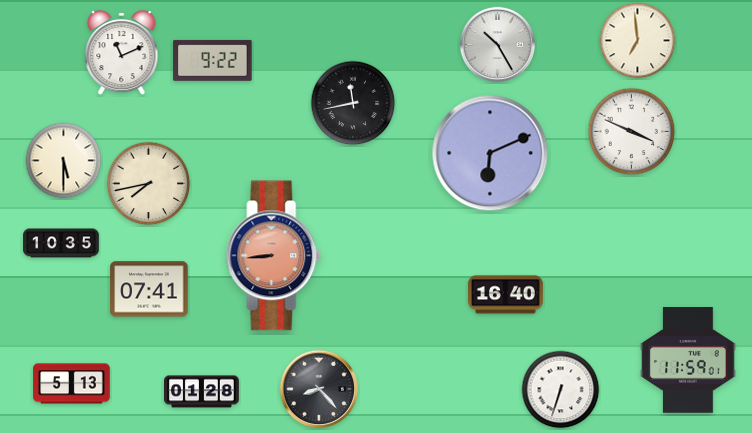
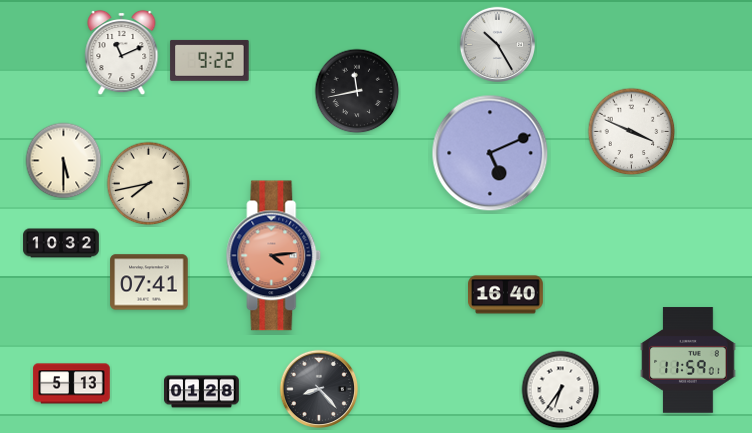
clock at (638, 41): 6:59 -> none
clock at (213, 60) position: (213, 60) -> (210, 60)
clock at (353, 103) position: (353, 103) -> (357, 91)
clock at (490, 153): 6:11 -> 5:11
clock at (61, 243): 10:35 -> 10:32
clock at (274, 256): 8:44 -> 4:14
clock at (149, 289) position: (149, 289) -> (149, 282)
clock at (561, 390): 6:33 -> 6:36
